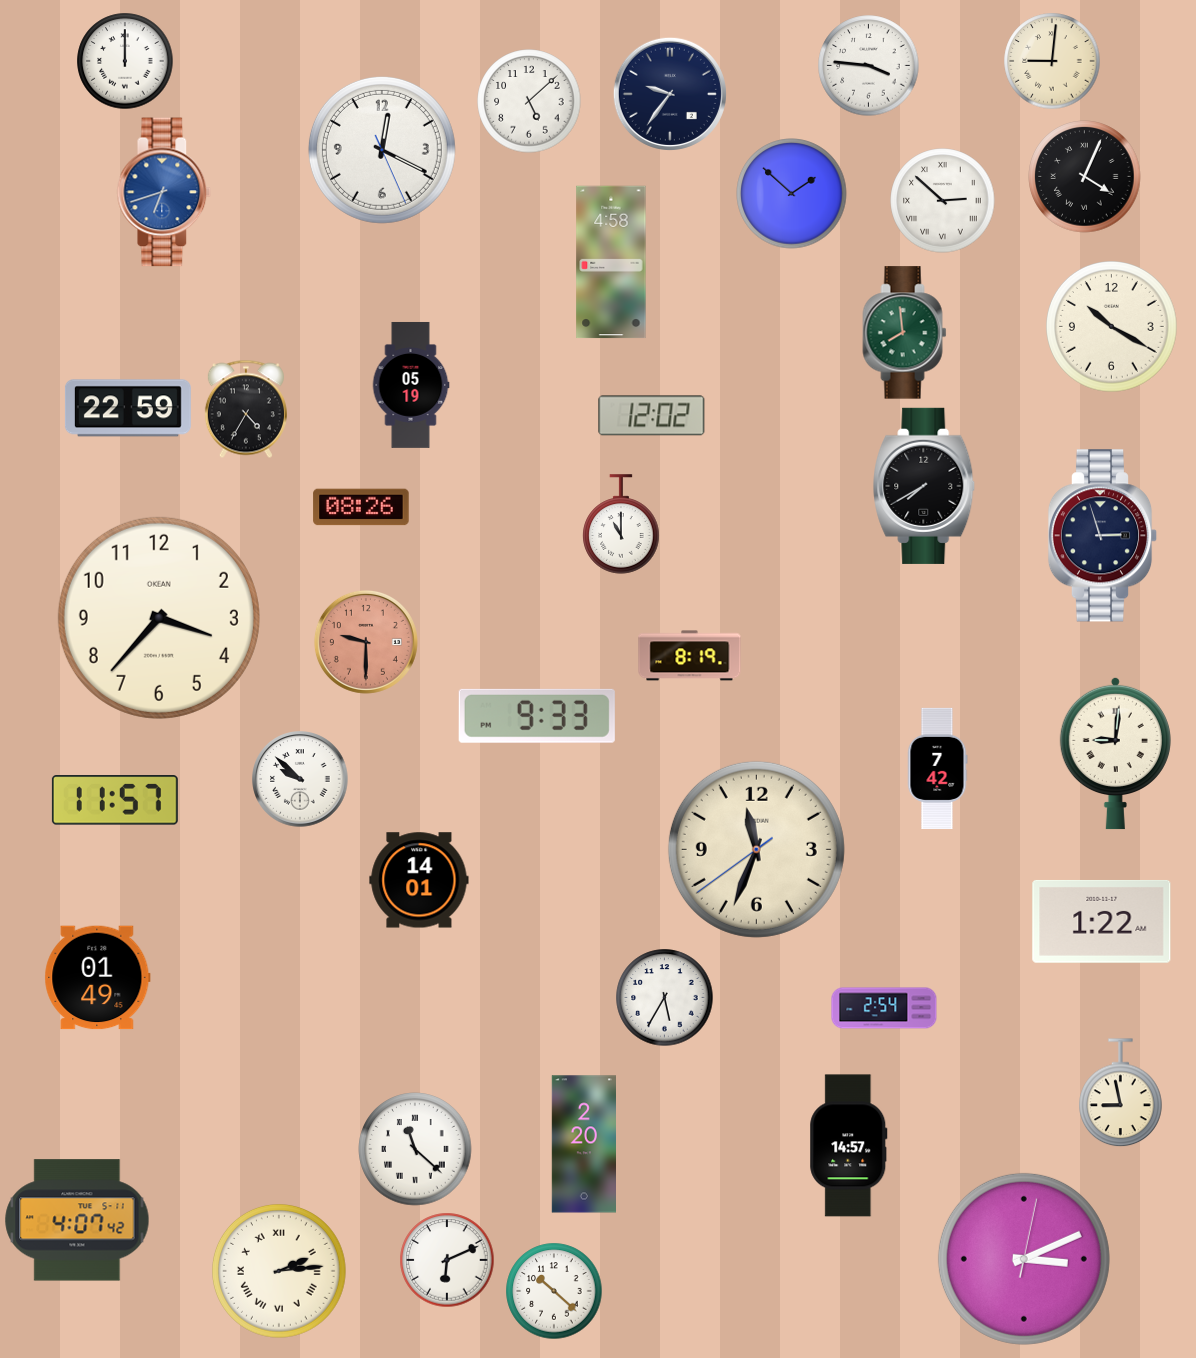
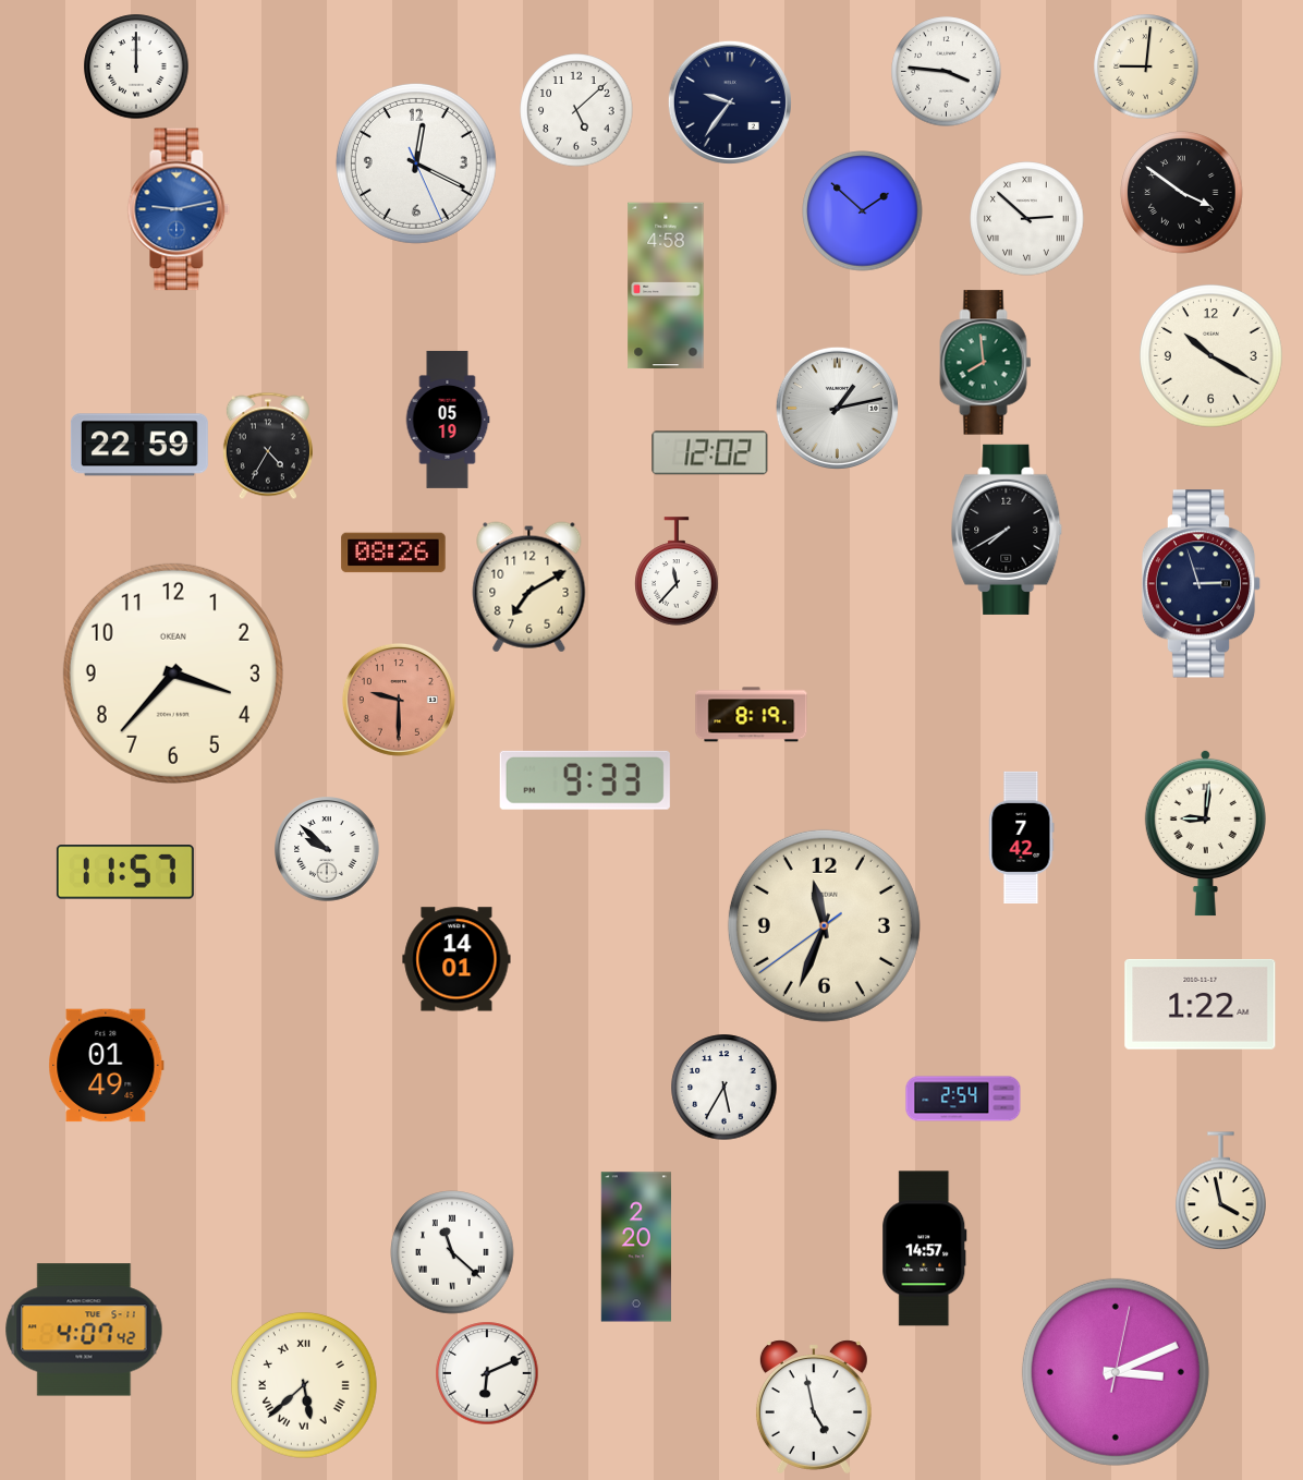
clock at (1085, 177): 4:04 -> 3:51
clock at (164, 192): 6:42 -> 9:13
clock at (837, 408): none -> 1:13
clock at (621, 524): 11:00 -> 11:37
clock at (529, 587): none -> 7:10
clock at (1115, 753) position: (1115, 753) -> (1205, 833)
clock at (1121, 1093): 8:58 -> 3:58
clock at (280, 1272): 2:14 -> 5:38
clock at (554, 1291): 10:22 -> none
clock at (814, 1407): none -> 4:58
